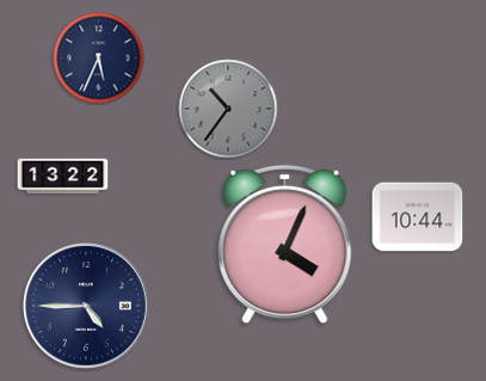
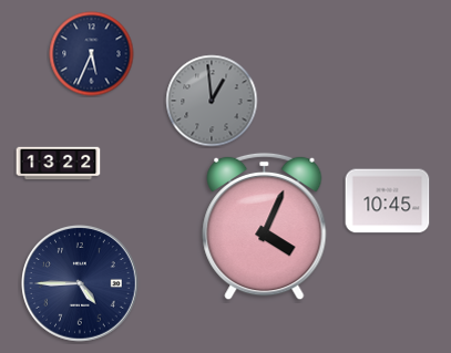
clock at (228, 109): 10:36 -> 12:59
clock at (418, 217): 10:44 -> 10:45
